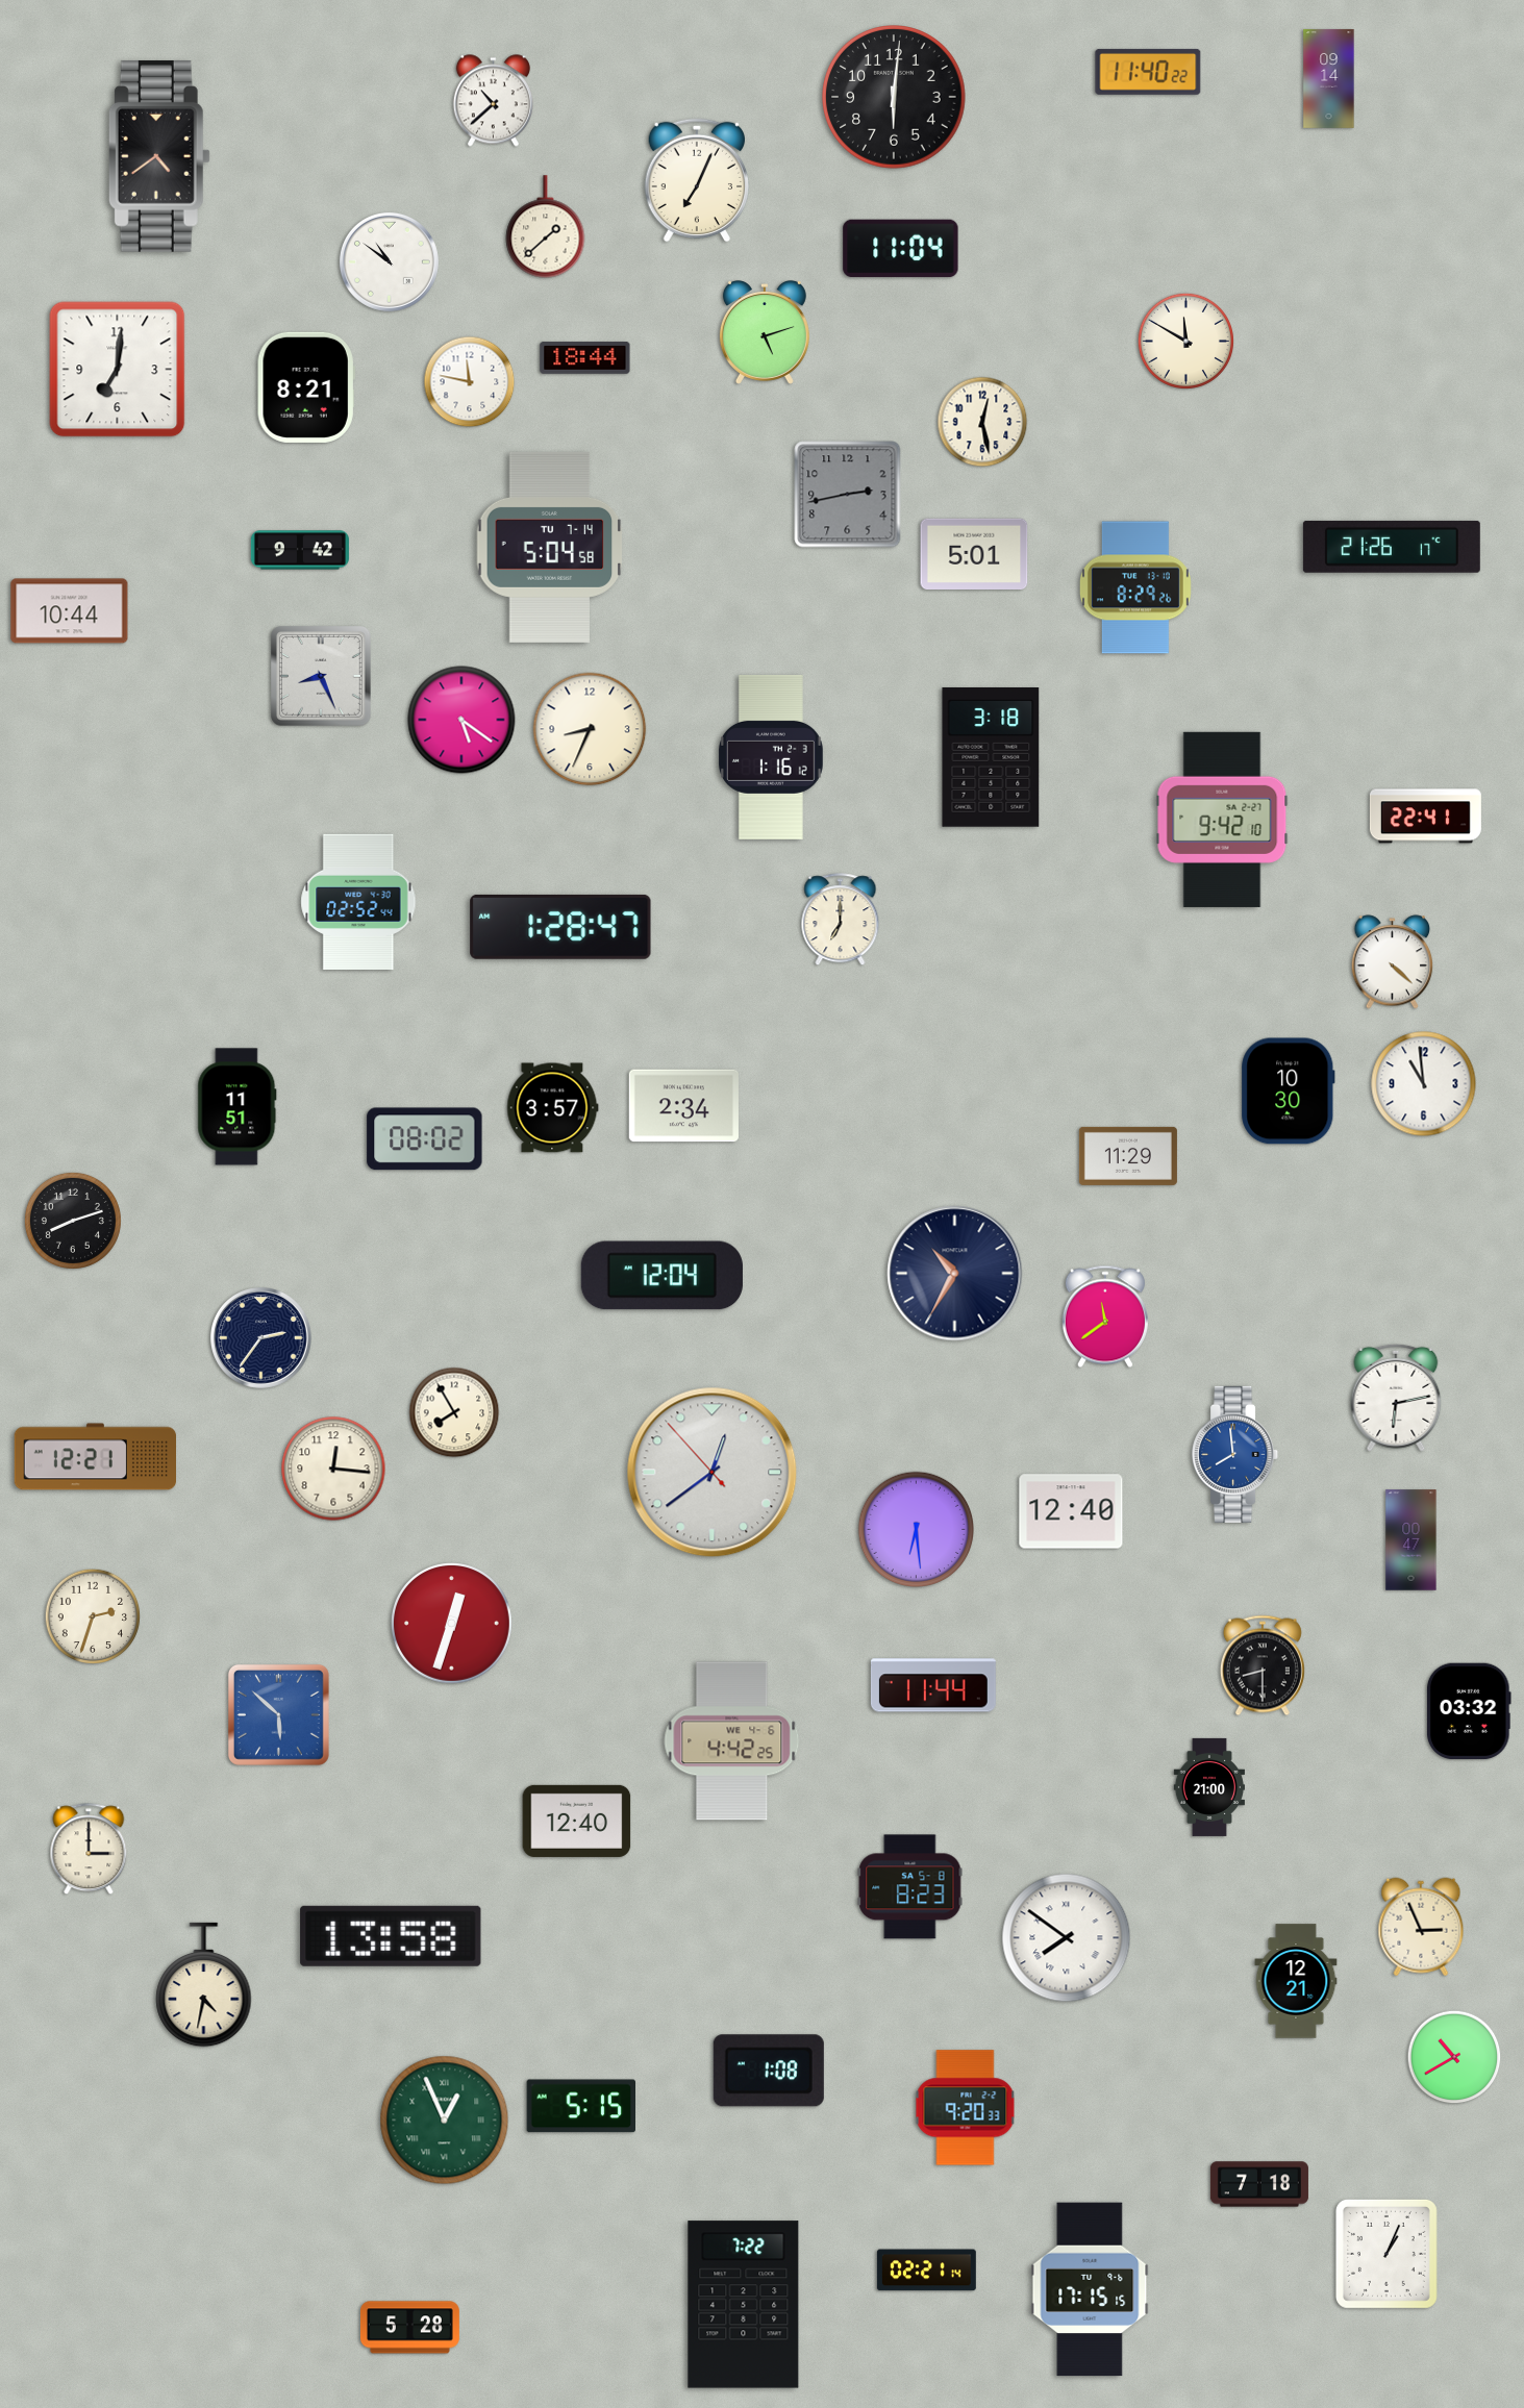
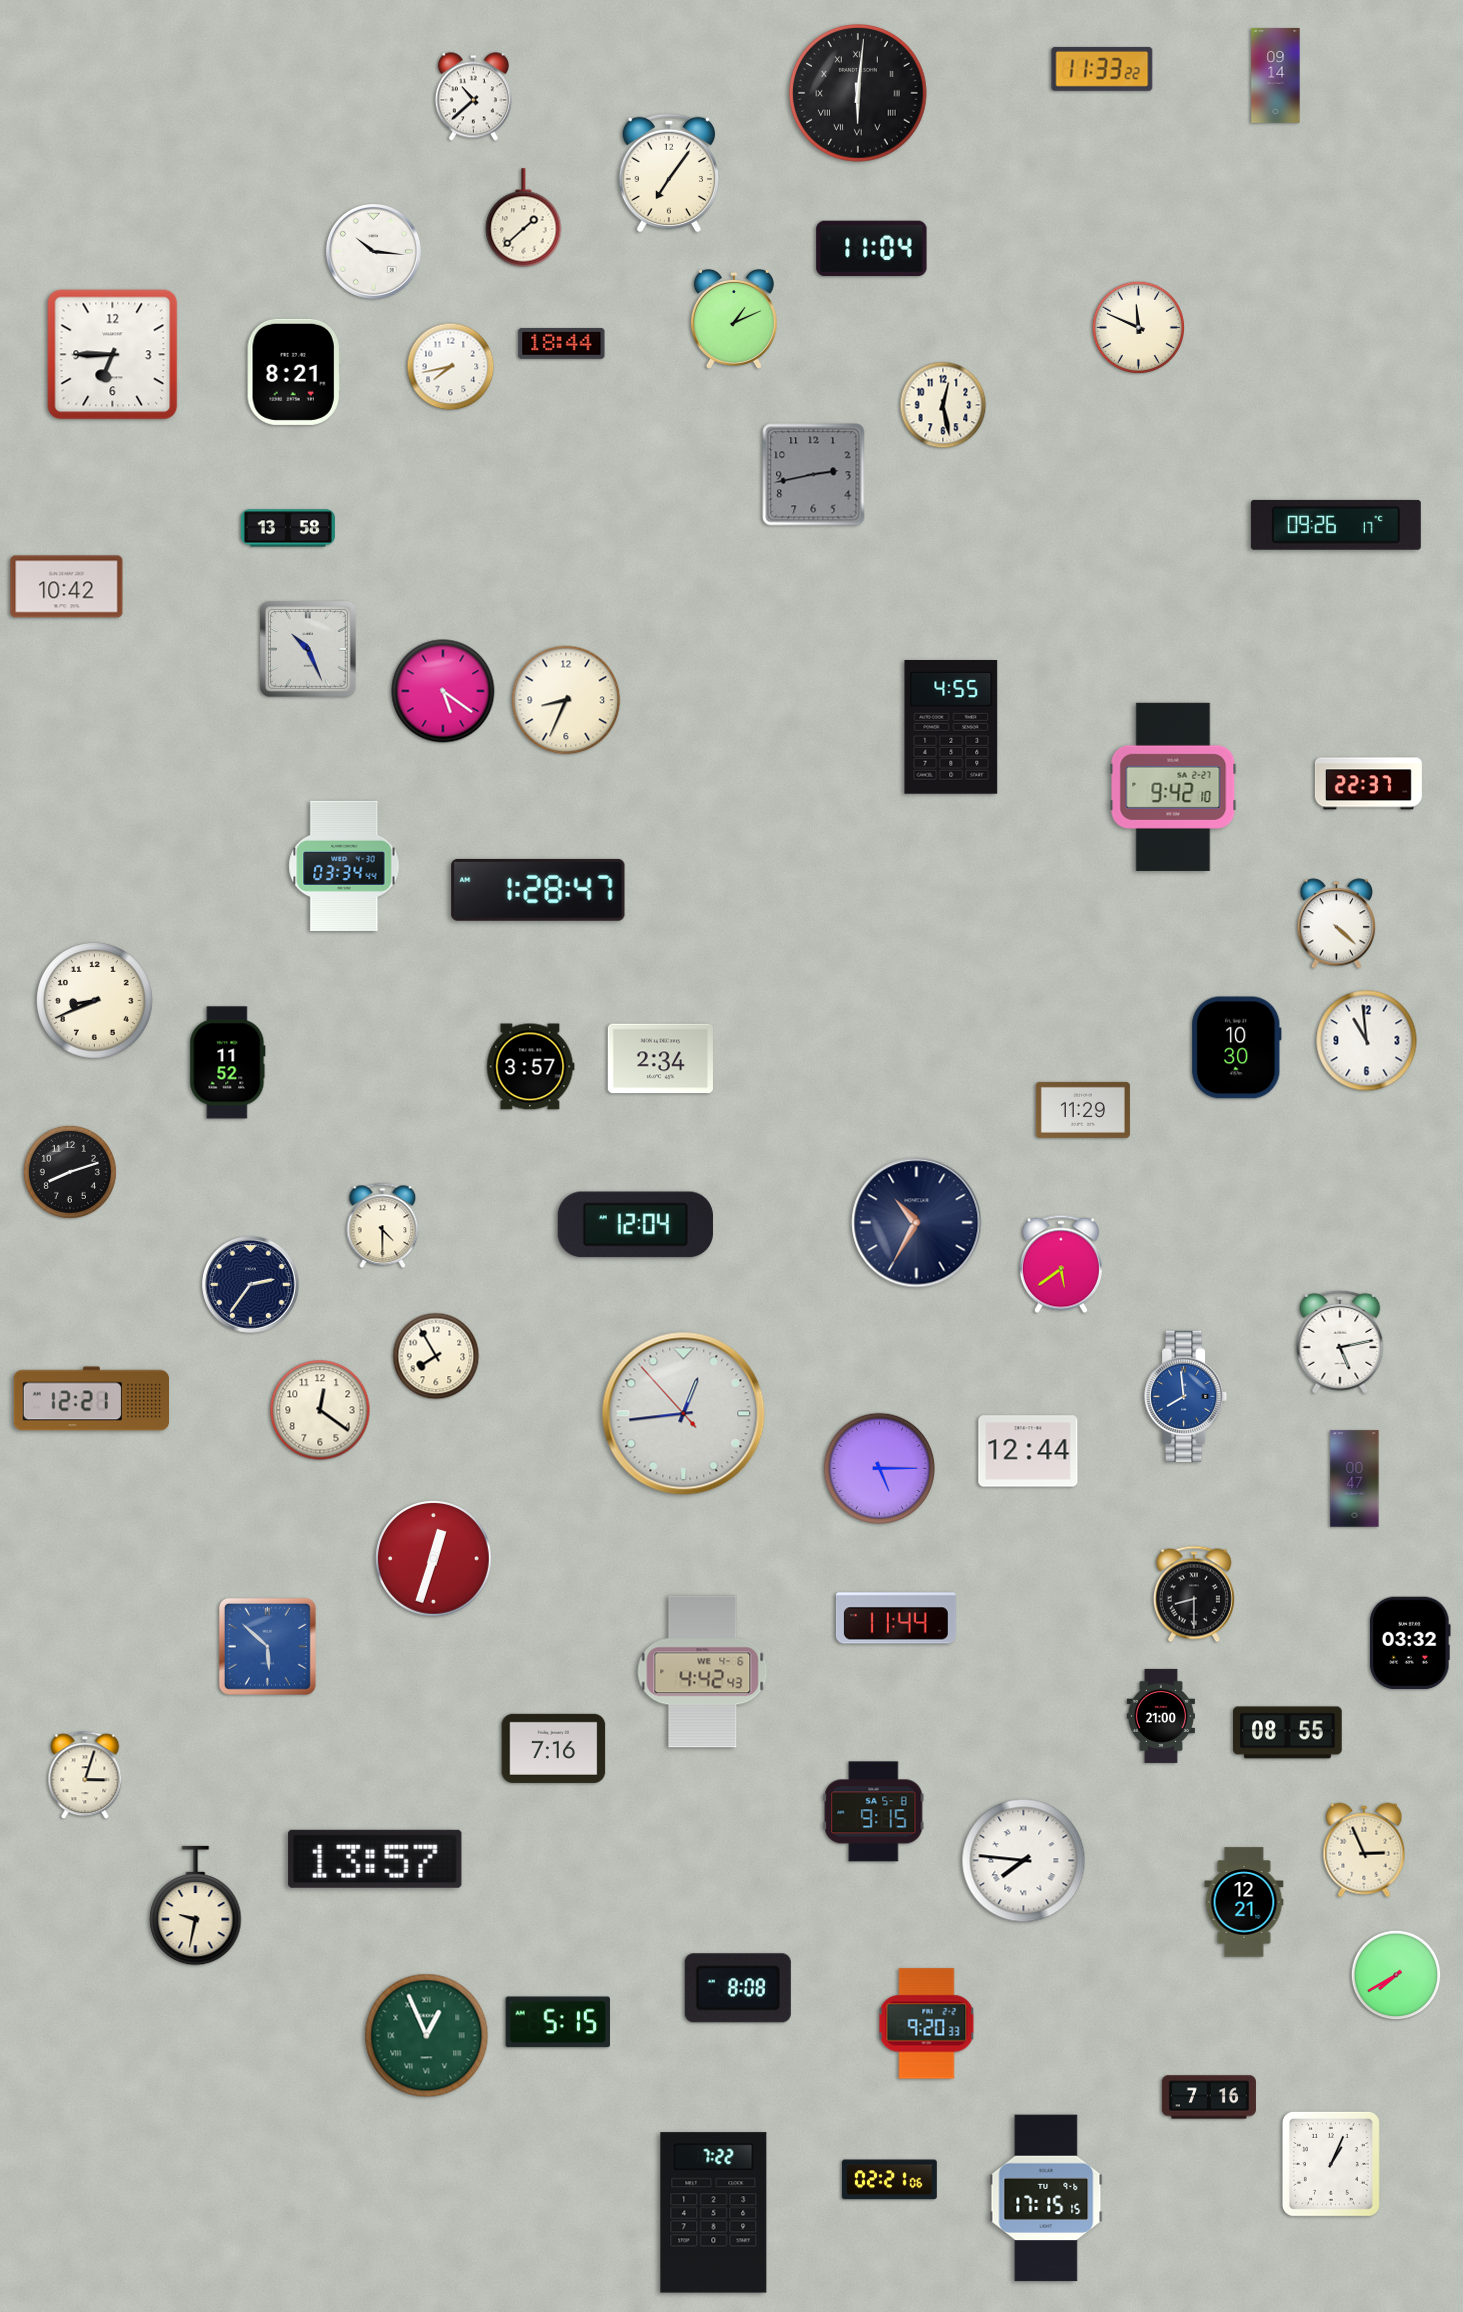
clock at (1148, 72): 11:40 -> 11:33
clock at (894, 97) numerals: Arabic -> Roman
clock at (159, 156): 4:39 -> none
clock at (697, 180): 7:04 -> 7:06
clock at (901, 249) position: (901, 249) -> (872, 249)
clock at (389, 261): 10:51 -> 10:16
clock at (765, 333): 5:12 -> 1:11
clock at (1185, 341): 11:50 -> 11:49
clock at (118, 370): 7:01 -> 6:45
clock at (470, 382): 11:47 -> 7:43
clock at (550, 547): 5:04 -> none
clock at (1392, 547): 21:26 -> 09:26
clock at (300, 550): 9:42 -> 13:58
clock at (974, 554): 5:01 -> none
clock at (1135, 587): 8:29 -> none
clock at (70, 611): 10:44 -> 10:42
clock at (322, 677): 8:26 -> 10:26
clock at (771, 757): 1:16 -> none
clock at (991, 758): 3:18 -> 4:55
clock at (1425, 817): 22:41 -> 22:37
clock at (358, 901): 02:52 -> 03:34
clock at (841, 920): 7:00 -> none
clock at (95, 1001): none -> 8:41
clock at (683, 1106) position: (683, 1106) -> (660, 1059)
clock at (238, 1107): 11:51 -> 11:52
clock at (553, 1108) position: (553, 1108) -> (531, 1067)
clock at (425, 1139): 08:02 -> none
clock at (383, 1226): none -> 4:30
clock at (1105, 1316): 11:39 -> 5:39
clock at (1396, 1398): 6:13 -> 5:13
clock at (333, 1469): 12:16 -> 12:21
clock at (713, 1473): 12:38 -> 12:43
clock at (1071, 1511): 12:40 -> 12:44
clock at (916, 1529): 6:29 -> 5:15
clock at (92, 1615): 2:33 -> none
clock at (1263, 1665) position: (1263, 1665) -> (1194, 1594)
clock at (732, 1741): 4:42:25 -> 4:42:43
clock at (1288, 1733): none -> 08:55
clock at (577, 1821): 12:40 -> 7:16
clock at (89, 1850): 3:00 -> 3:03
clock at (910, 1887): 8:23 -> 9:15
clock at (391, 1936): 13:58 -> 13:57
clock at (1067, 1938): 7:51 -> 7:46
clock at (204, 1985): 4:32 -> 9:32
clock at (1454, 2057): 10:40 -> 7:40
clock at (769, 2071): 1:08 -> 8:08
clock at (1259, 2184): 7:18 -> 7:16
clock at (926, 2271): 02:21:14 -> 02:21:06
clock at (409, 2328): 5:28 -> none
